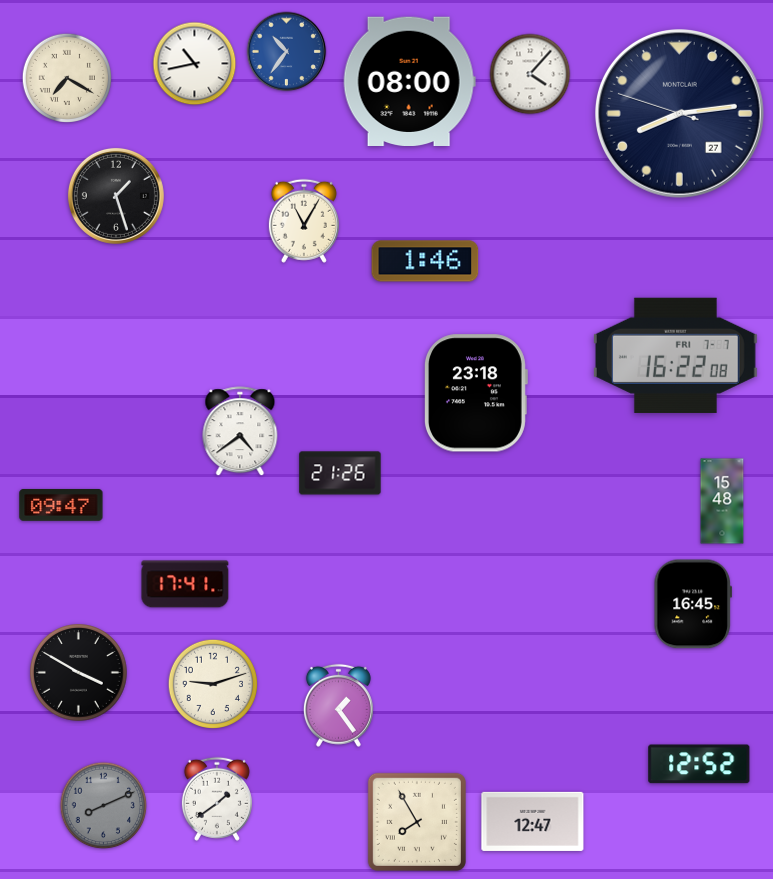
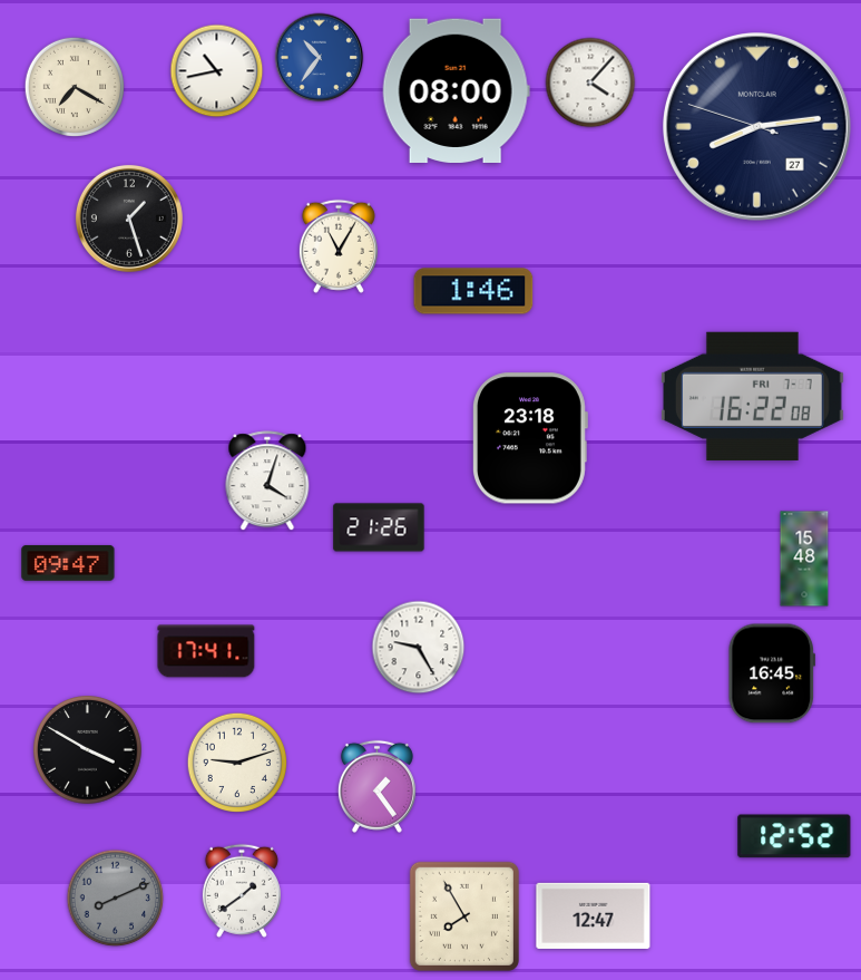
clock at (240, 432): 4:39 -> 4:03
clock at (419, 648): none -> 9:25
clock at (699, 764) position: (699, 764) -> (794, 836)
